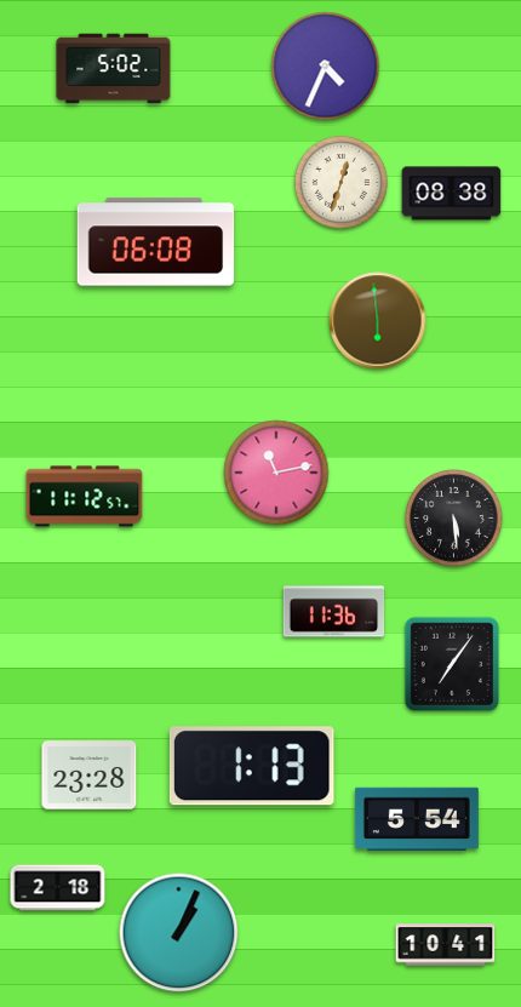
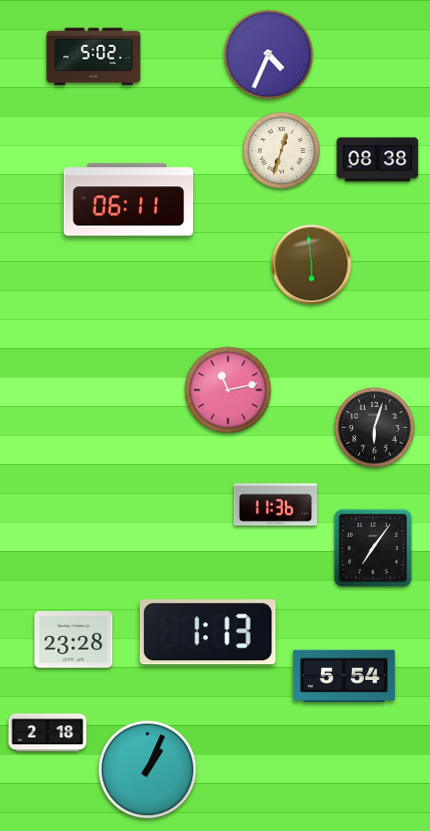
clock at (452, 194) position: (452, 194) -> (378, 160)
clock at (156, 242): 06:08 -> 06:11
clock at (85, 497): 11:12 -> none
clock at (454, 519): 5:29 -> 6:03
clock at (446, 945): 10:41 -> none
